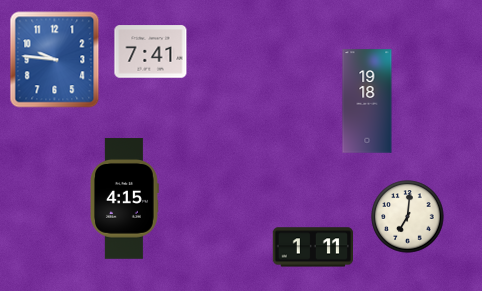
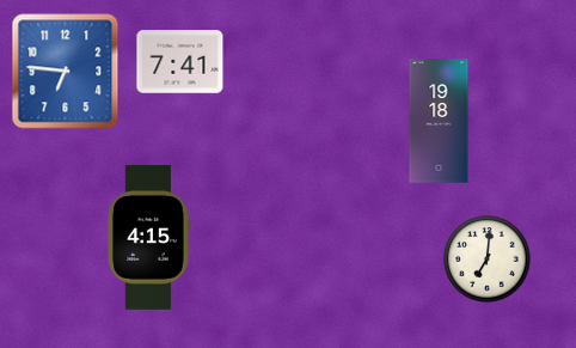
clock at (55, 60): 9:46 -> 6:46
clock at (312, 247): 1:11 -> none
